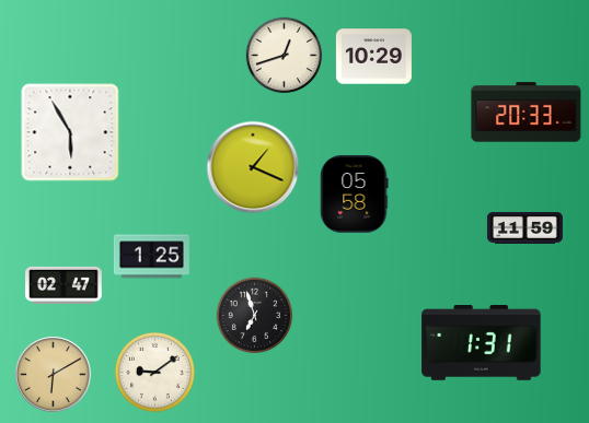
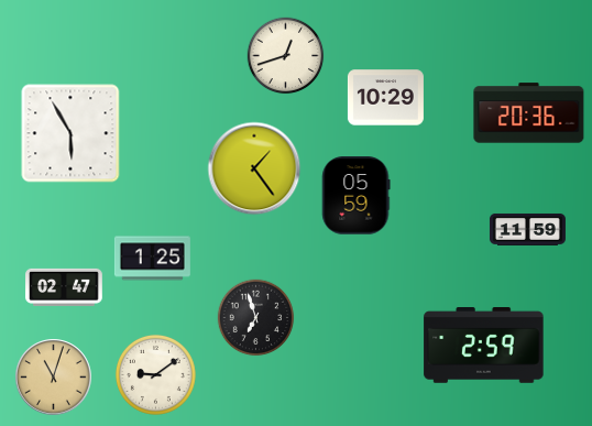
clock at (373, 57) position: (373, 57) -> (385, 98)
clock at (527, 113): 20:33 -> 20:36
clock at (253, 167): 1:19 -> 1:24
clock at (355, 195): 05:58 -> 05:59
clock at (482, 343): 1:31 -> 2:59
clock at (54, 375): 6:10 -> 11:03
